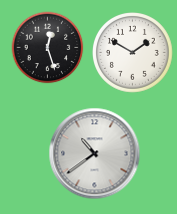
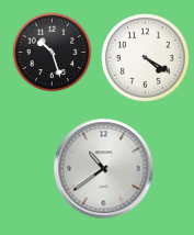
clock at (48, 48): 12:27 -> 10:27
clock at (133, 53): 1:50 -> 4:20
